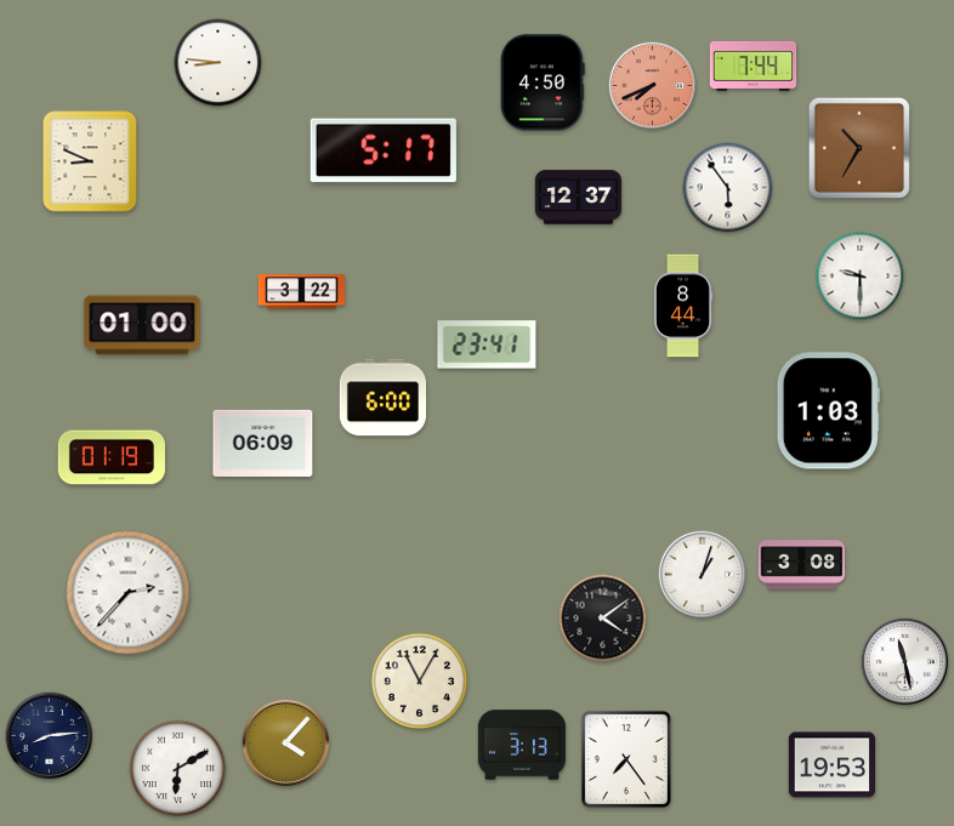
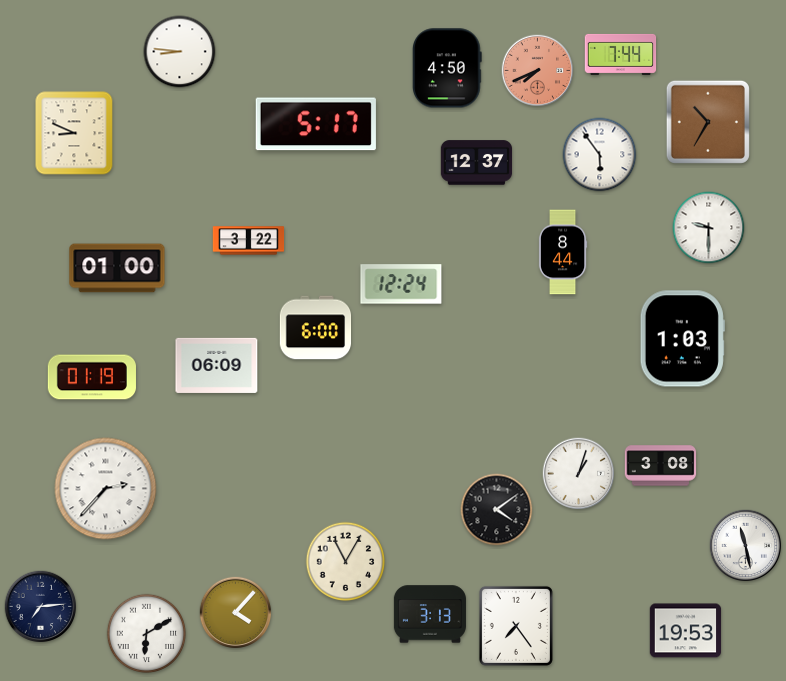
clock at (487, 344): 23:41 -> 12:24
clock at (50, 736): 8:14 -> 7:14
